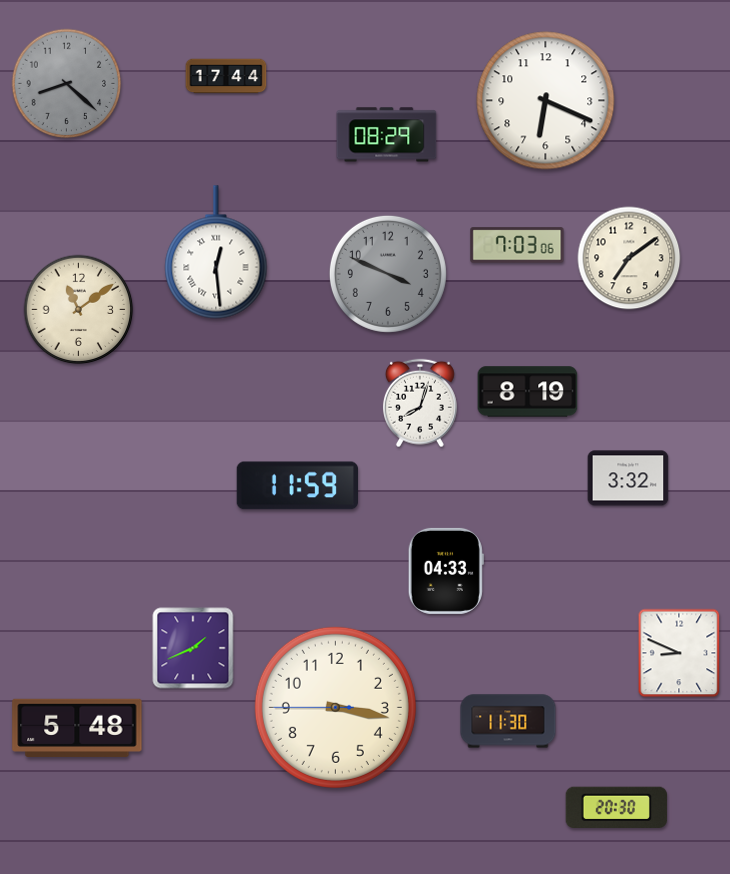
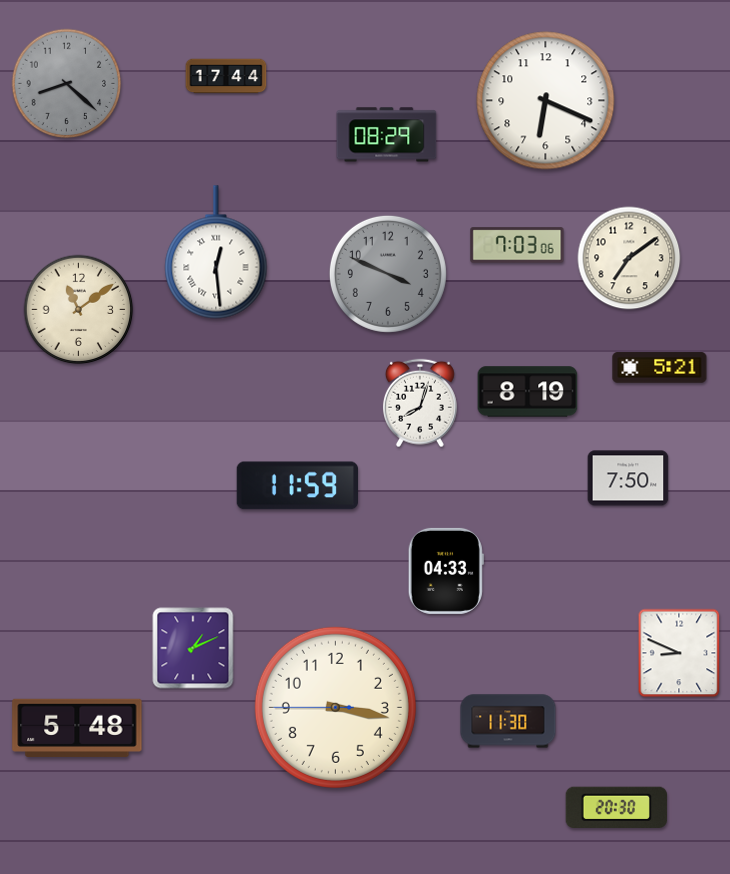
clock at (660, 368): none -> 5:21
clock at (628, 478): 3:32 -> 7:50
clock at (193, 648): 1:41 -> 1:11
